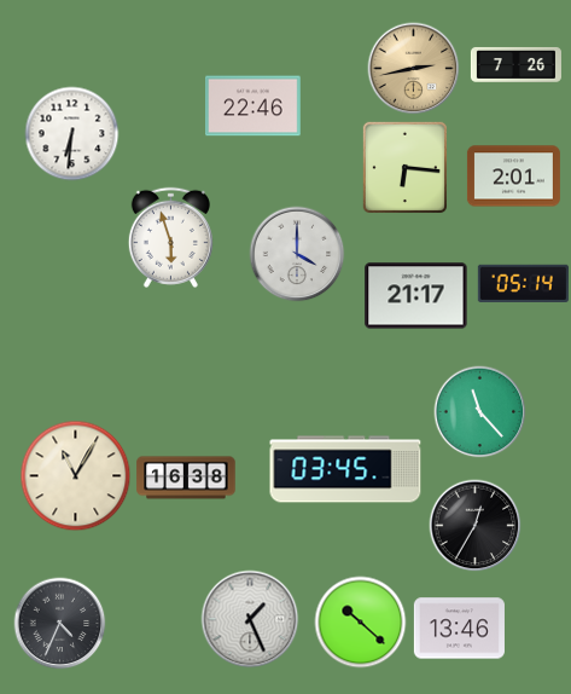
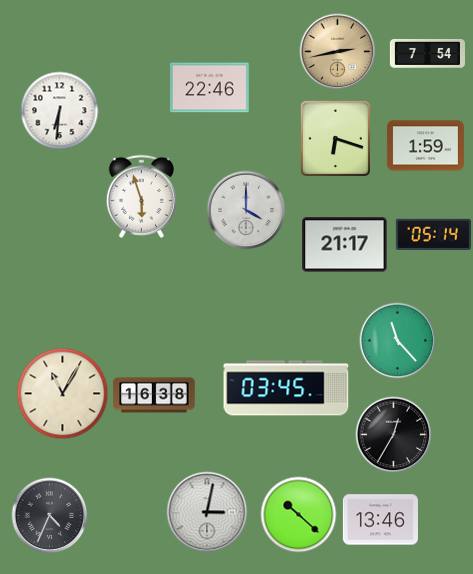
clock at (515, 64): 7:26 -> 7:54
clock at (414, 69) position: (414, 69) -> (338, 52)
clock at (404, 167): 6:16 -> 6:18
clock at (513, 177): 2:01 -> 1:59
clock at (250, 619): 1:26 -> 3:02
